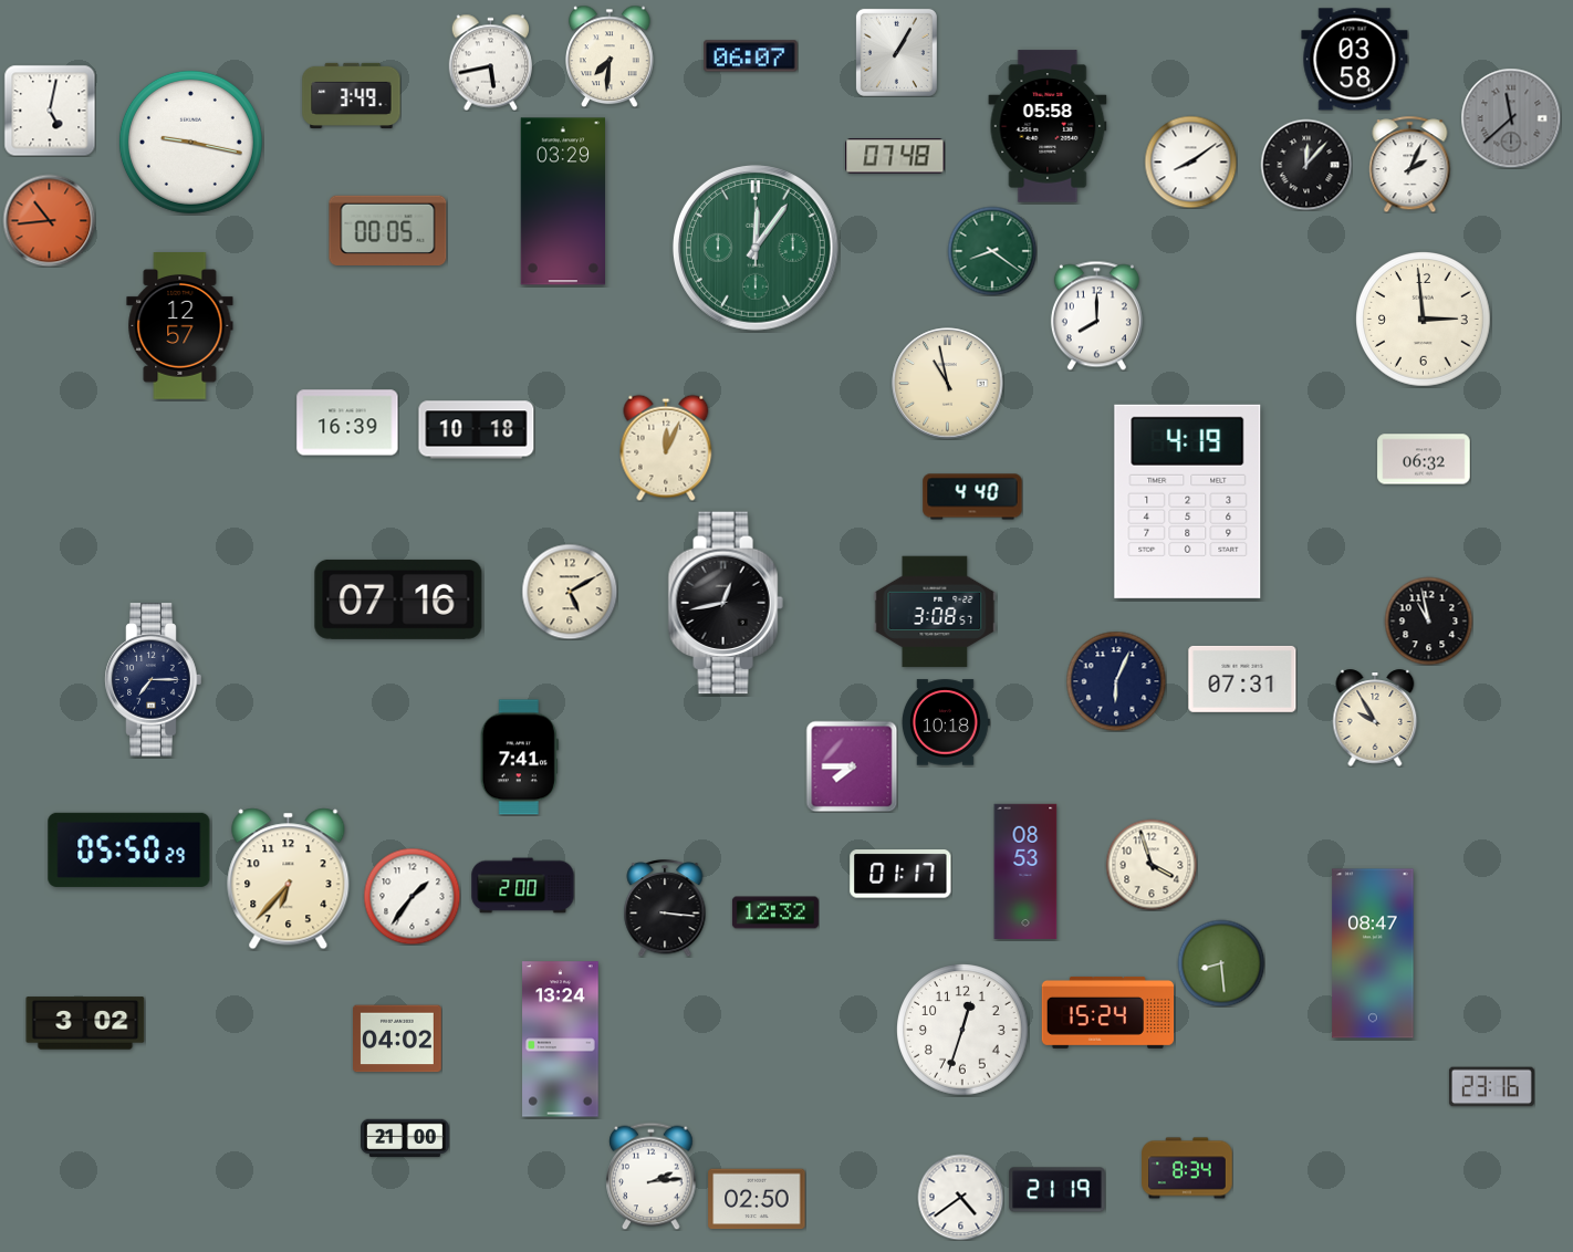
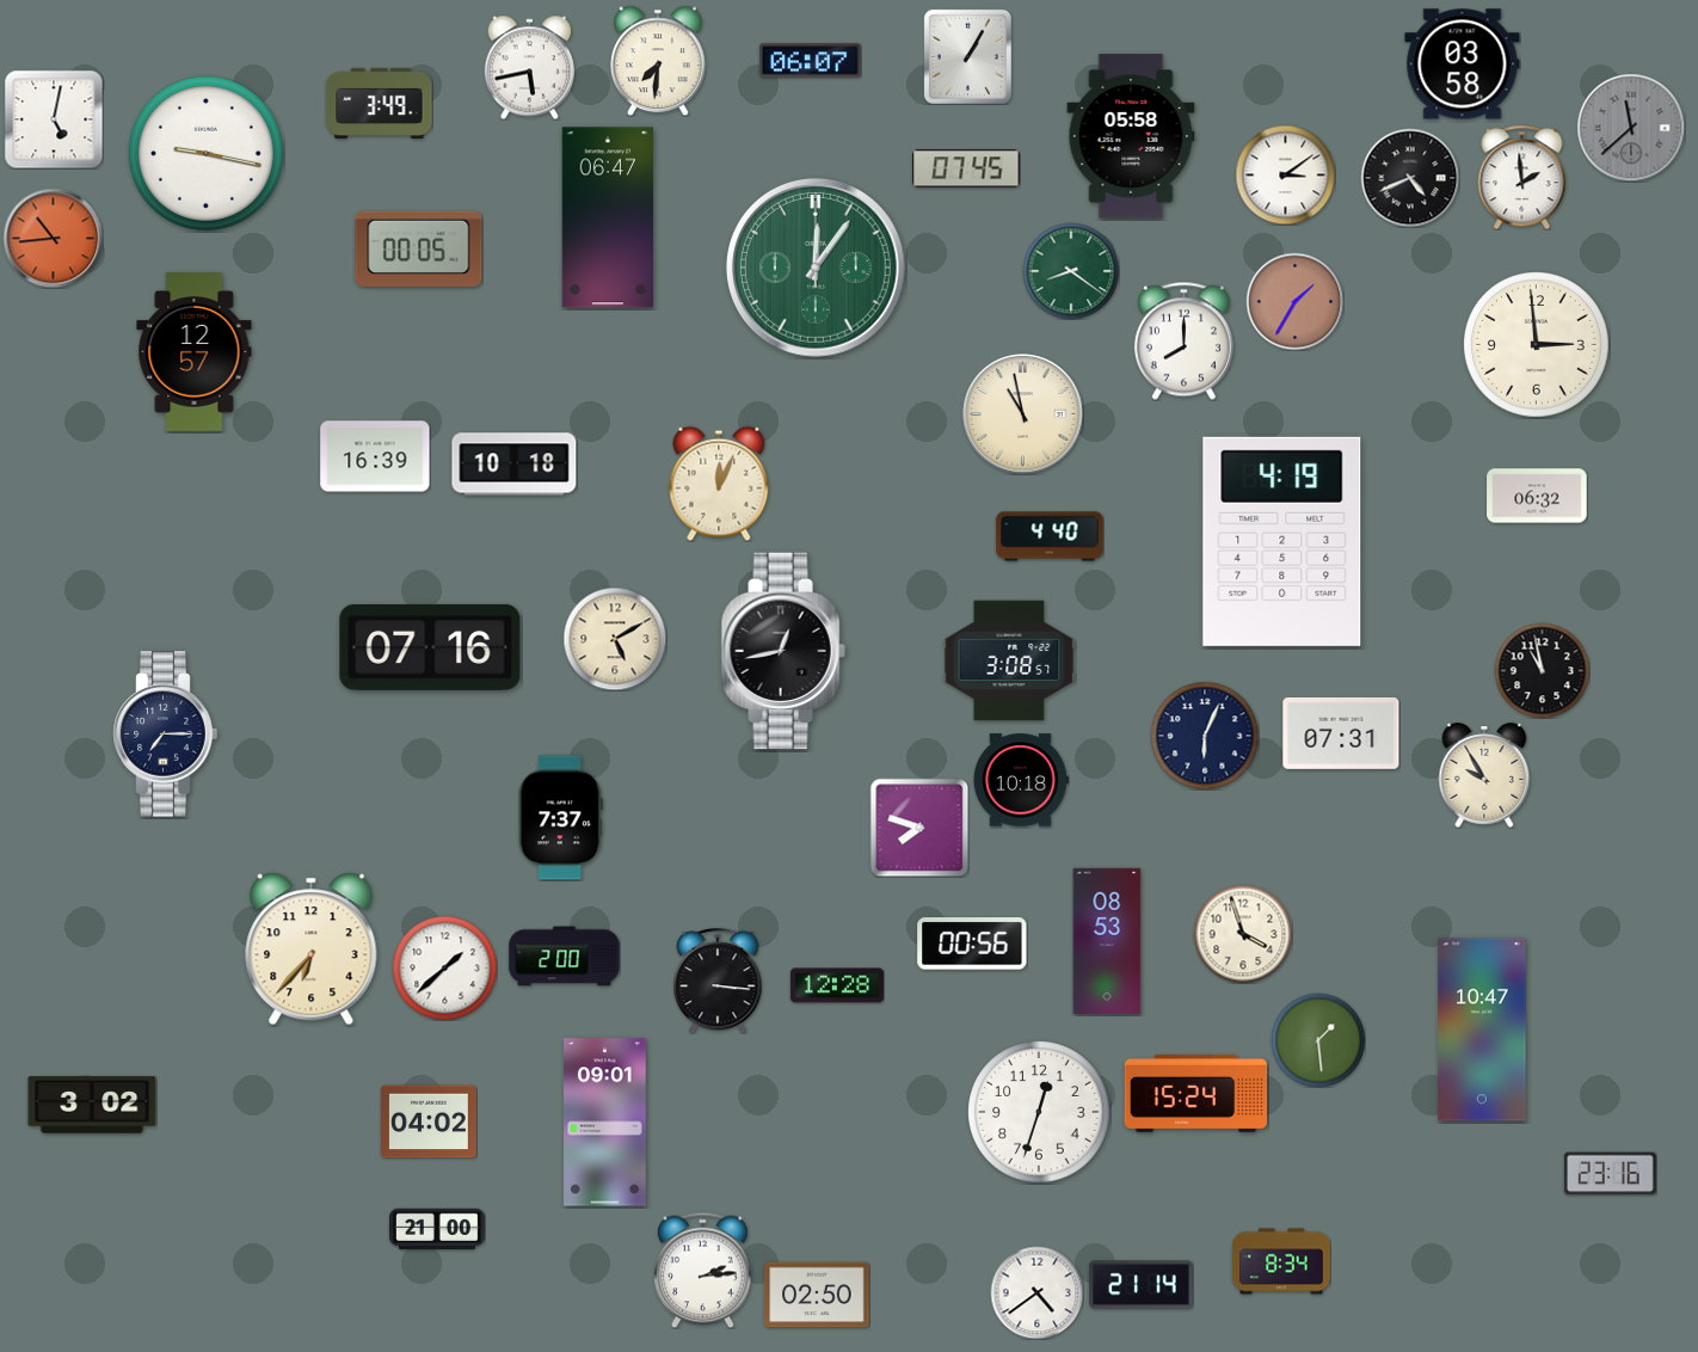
clock at (895, 156): 07:48 -> 07:45
clock at (1190, 161): 8:09 -> 3:09
clock at (1410, 164): 2:04 -> 1:59
clock at (1306, 165): 12:07 -> 4:41
clock at (562, 201): 03:29 -> 06:47
clock at (1294, 301): none -> 1:35
clock at (519, 758): 7:41 -> 7:37
clock at (852, 766): 7:45 -> 7:48
clock at (129, 849): 05:50 -> none
clock at (900, 874): 01:17 -> 00:56
clock at (412, 896): 1:36 -> 1:38
clock at (775, 912): 12:32 -> 12:28
clock at (1373, 953): 08:47 -> 10:47
clock at (1221, 963): 8:29 -> 1:29
clock at (561, 1040): 13:24 -> 09:01
clock at (1058, 1190): 21:19 -> 21:14
